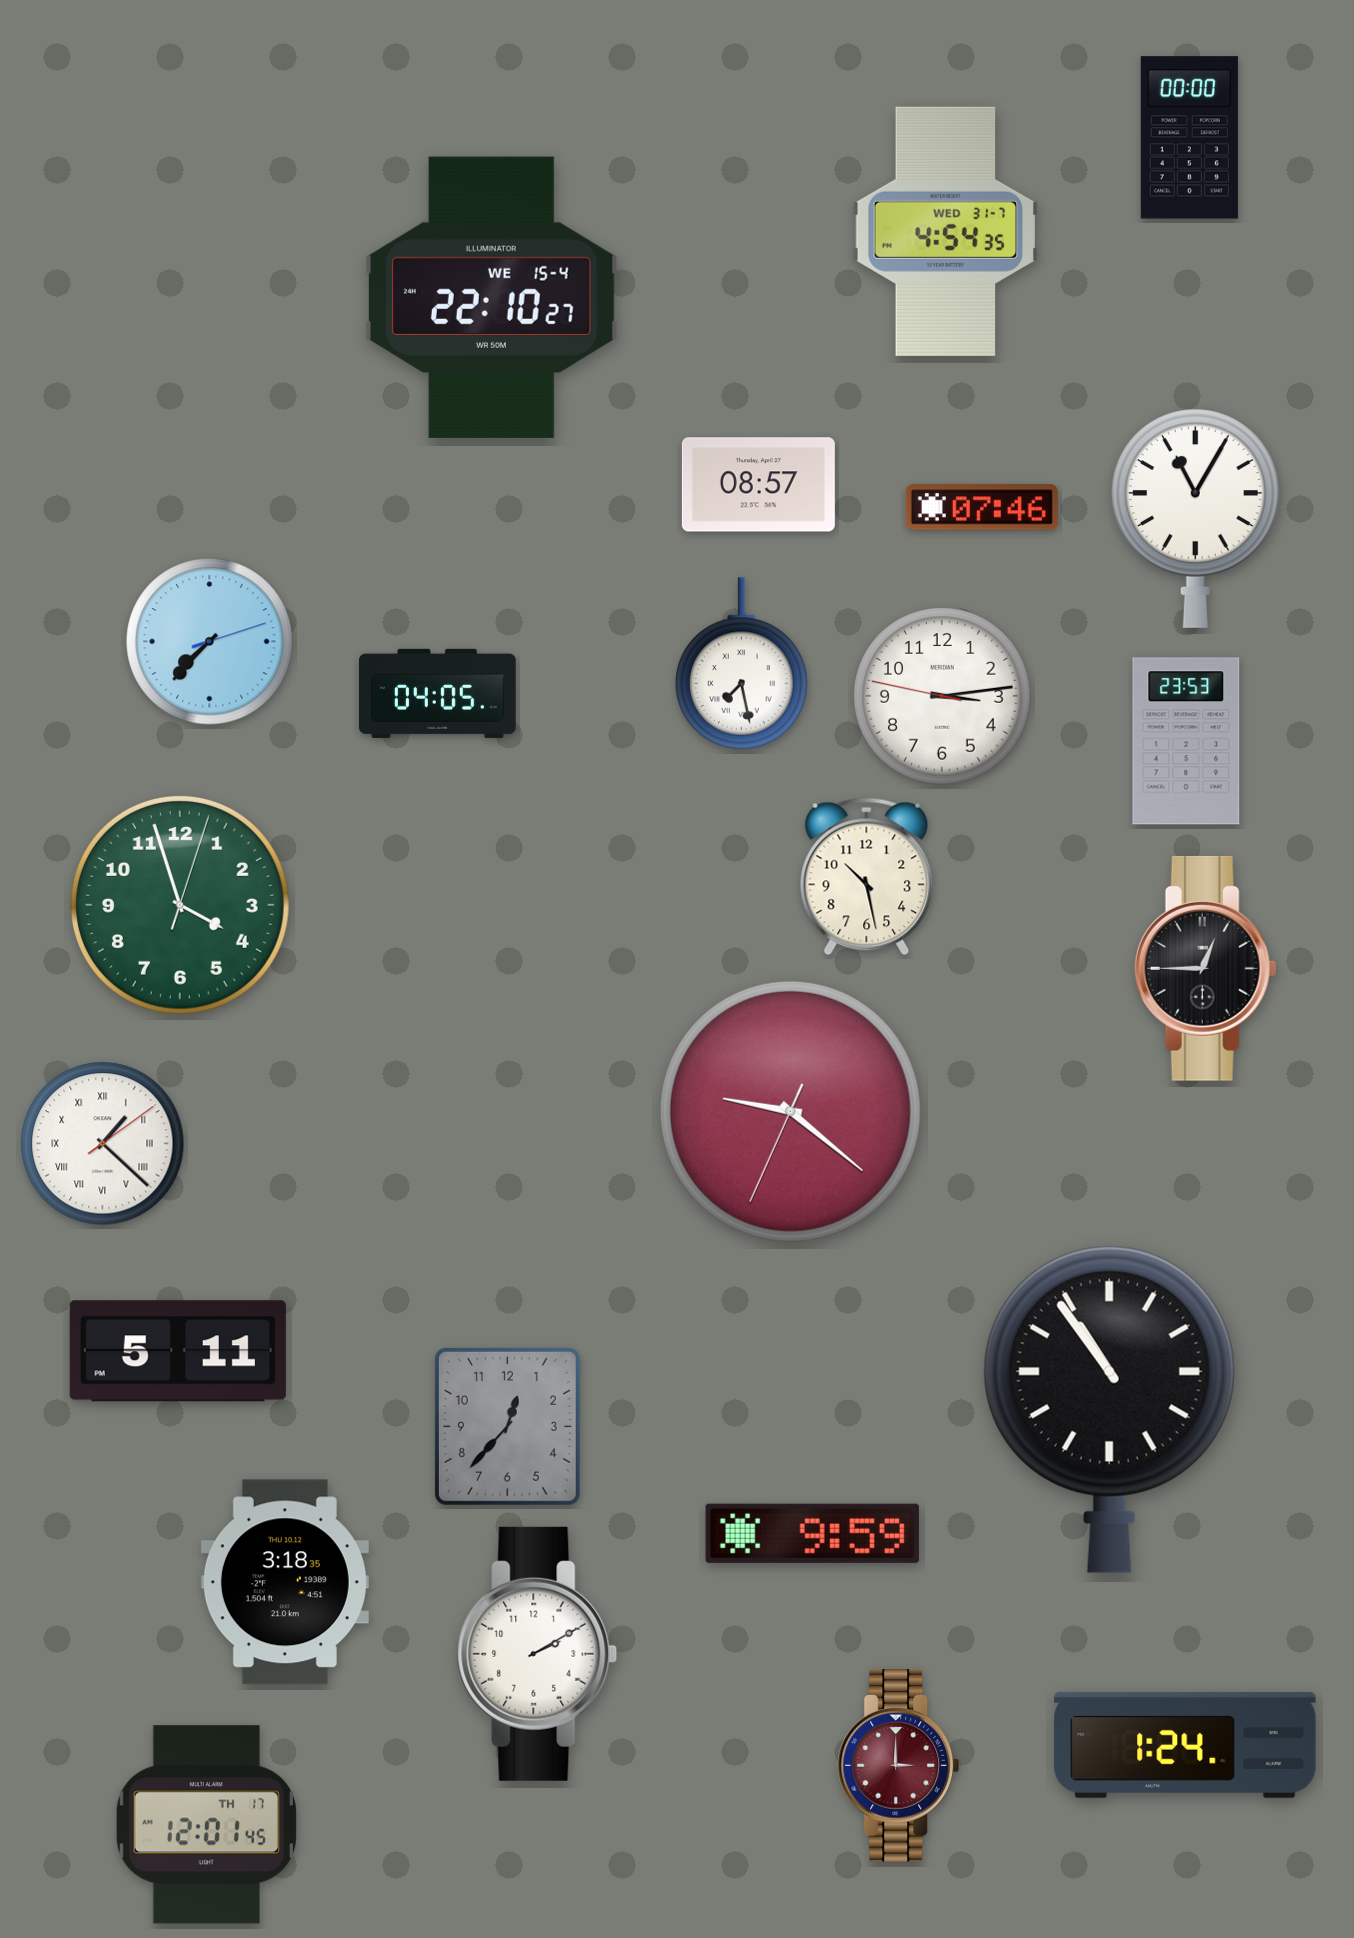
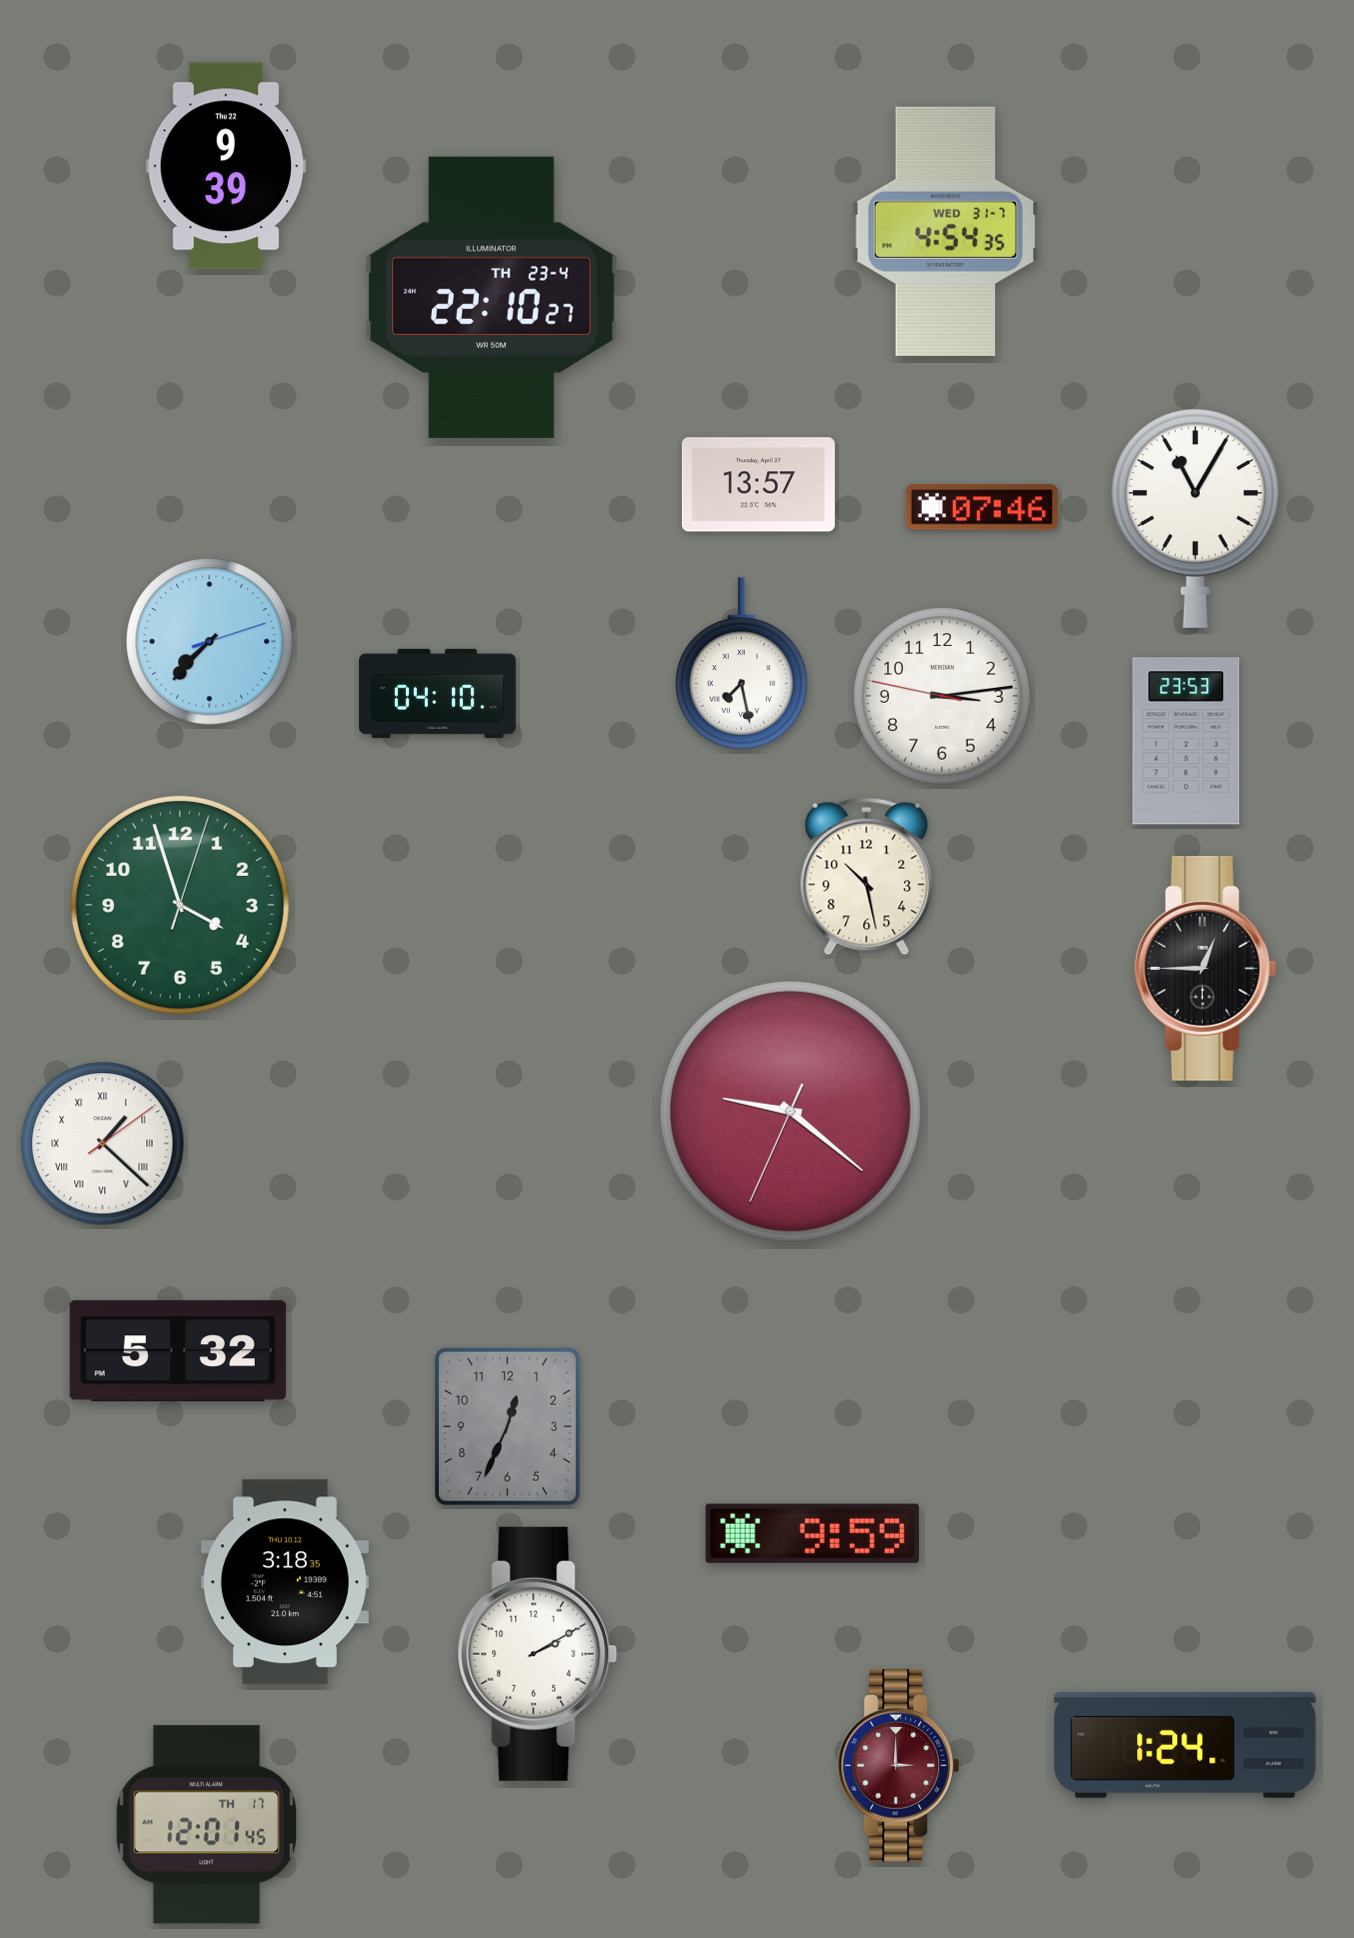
clock at (1189, 138): 00:00 -> none
clock at (225, 166): none -> 9:39
clock at (492, 297) date: WE 15-4 -> TH 23-4
clock at (758, 485): 08:57 -> 13:57
clock at (438, 693): 04:05 -> 04:10
clock at (178, 1351): 5:11 -> 5:32
clock at (1109, 1409): 10:54 -> none
clock at (507, 1426): 12:37 -> 12:34
